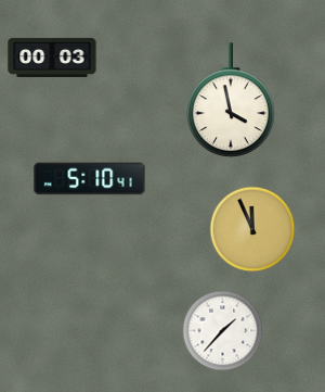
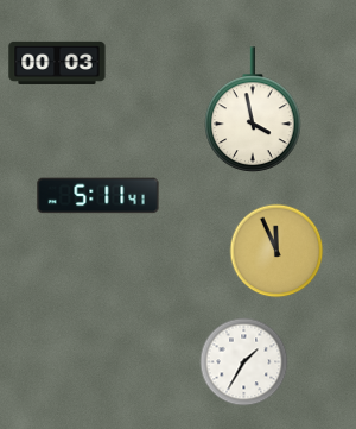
clock at (90, 179): 5:10 -> 5:11
clock at (223, 331): 1:37 -> 1:35
